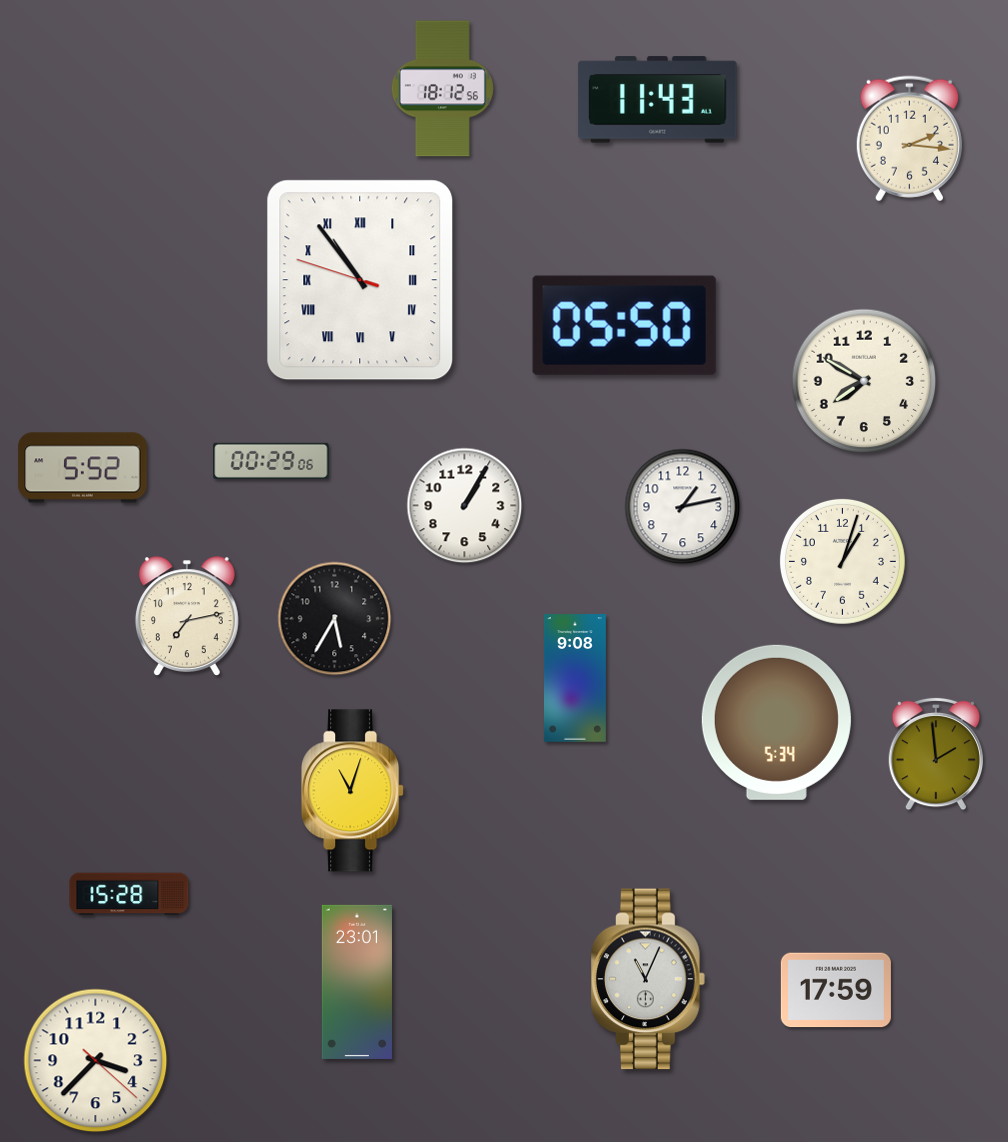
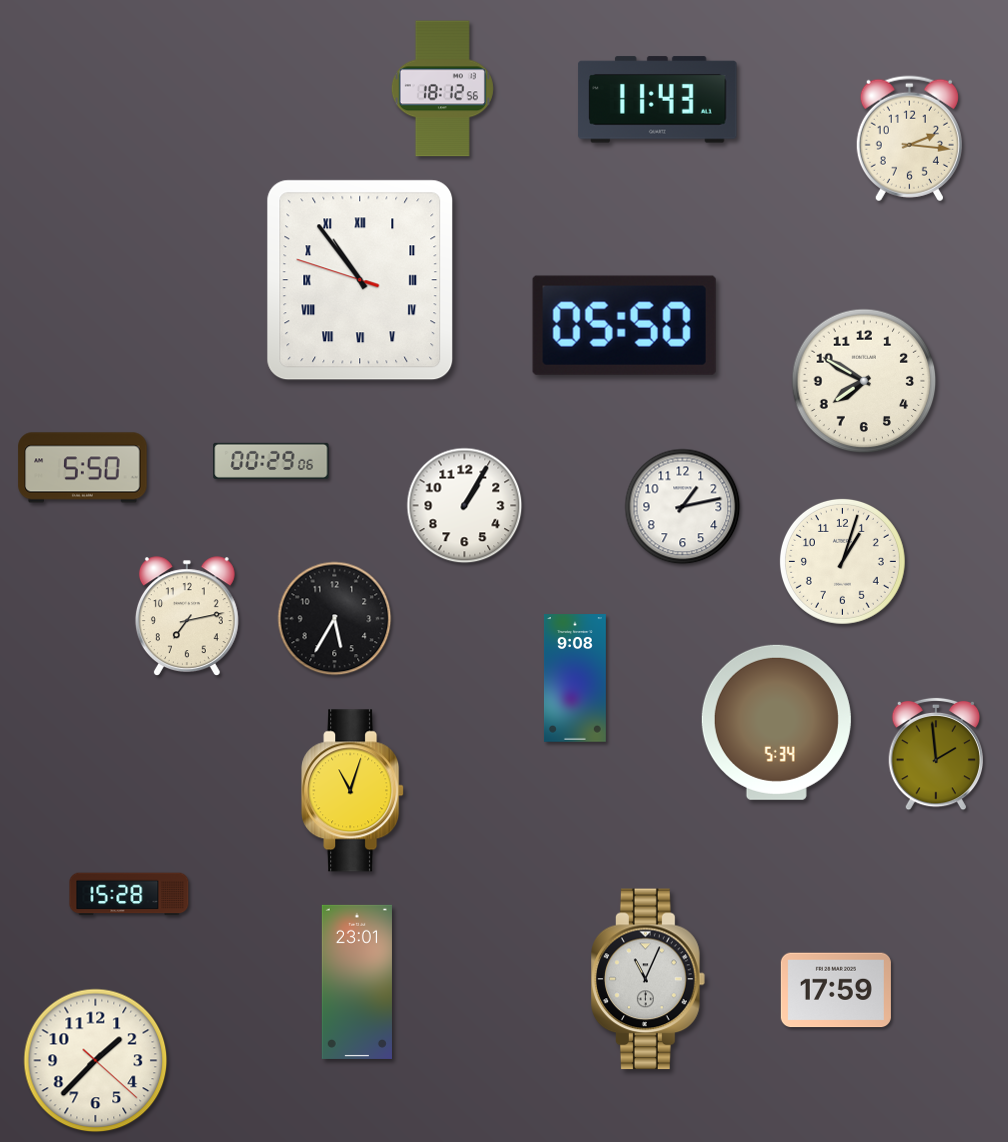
clock at (83, 468): 5:52 -> 5:50
clock at (96, 1061): 3:37 -> 1:37
